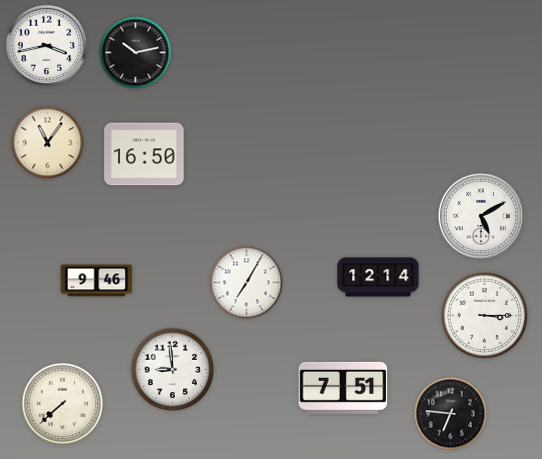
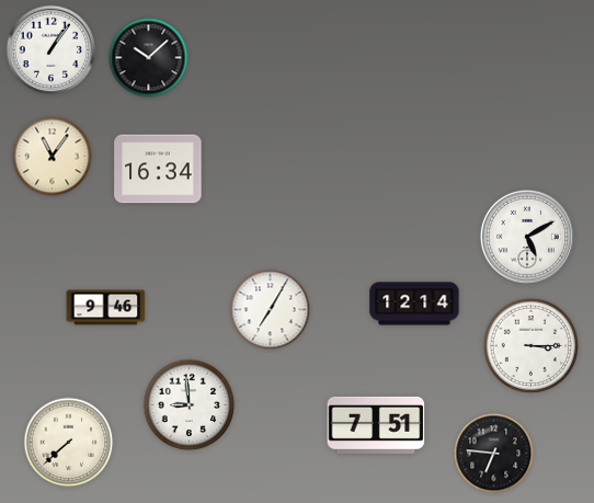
clock at (47, 46): 3:43 -> 1:06
clock at (136, 53): 10:13 -> 10:08
clock at (144, 154): 16:50 -> 16:34
